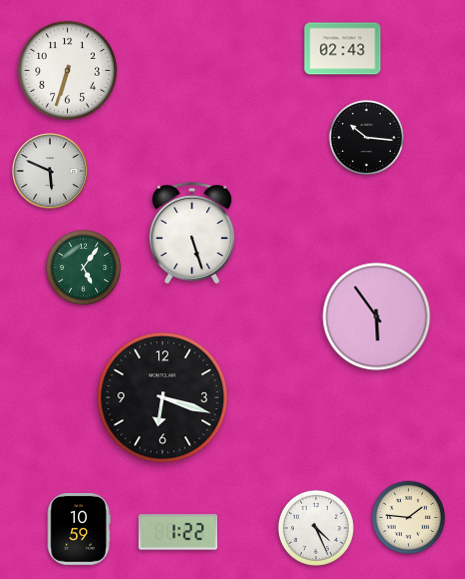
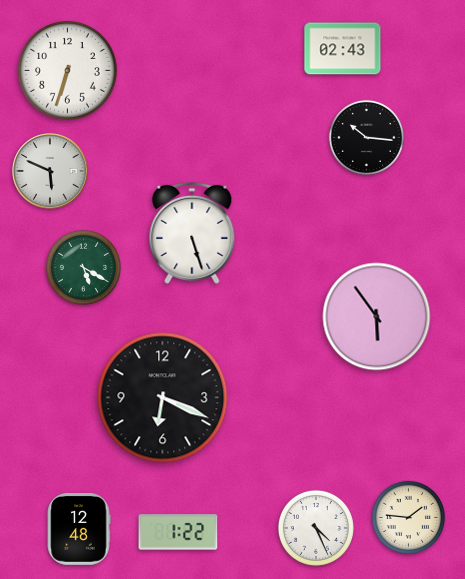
clock at (83, 267): 5:06 -> 5:20
clock at (163, 398): 6:18 -> 6:19
clock at (79, 530): 10:59 -> 12:48
